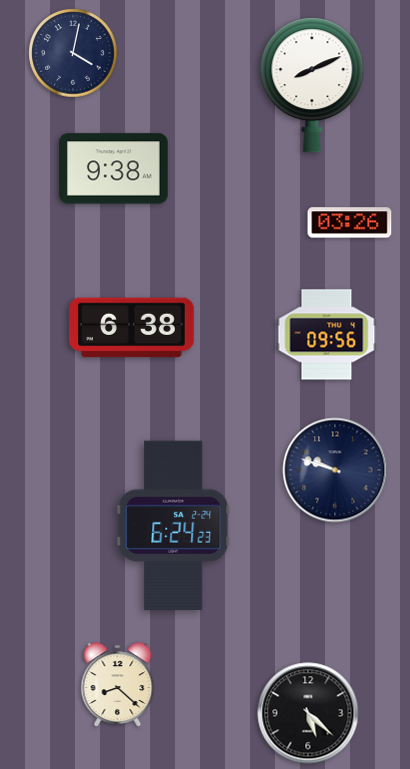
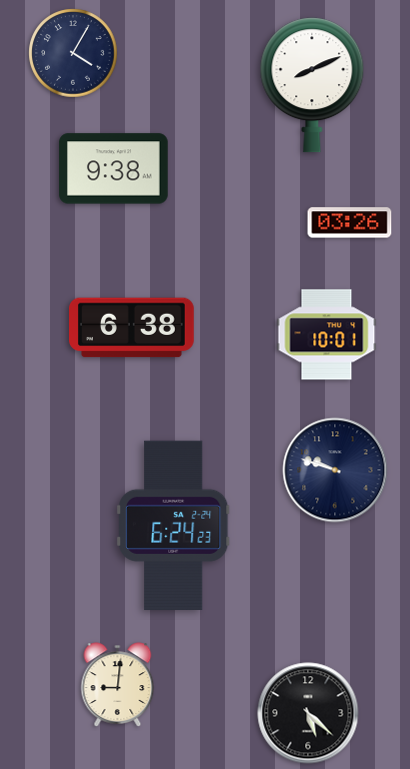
clock at (73, 53): 4:02 -> 4:05
clock at (327, 335): 09:56 -> 10:01
clock at (118, 685): 8:22 -> 9:01
